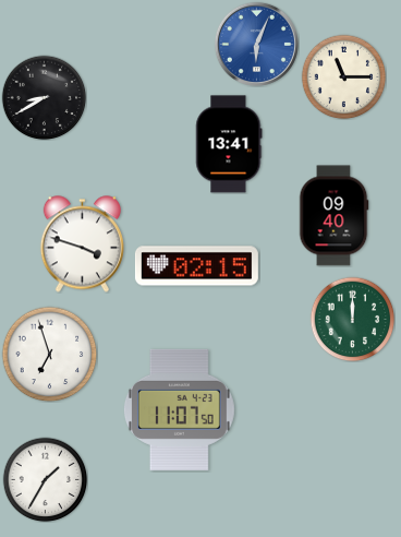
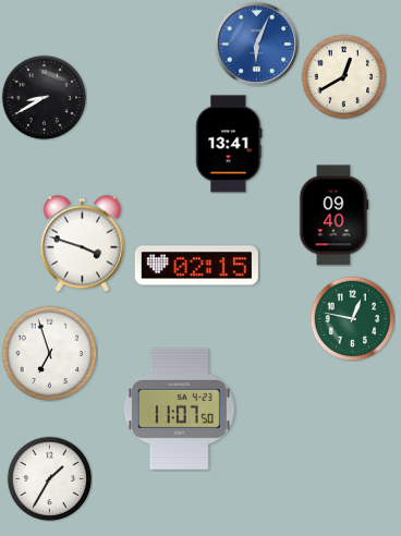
clock at (343, 76): 11:15 -> 12:40
clock at (352, 319): 12:00 -> 12:47
clock at (45, 479) position: (45, 479) -> (49, 478)
